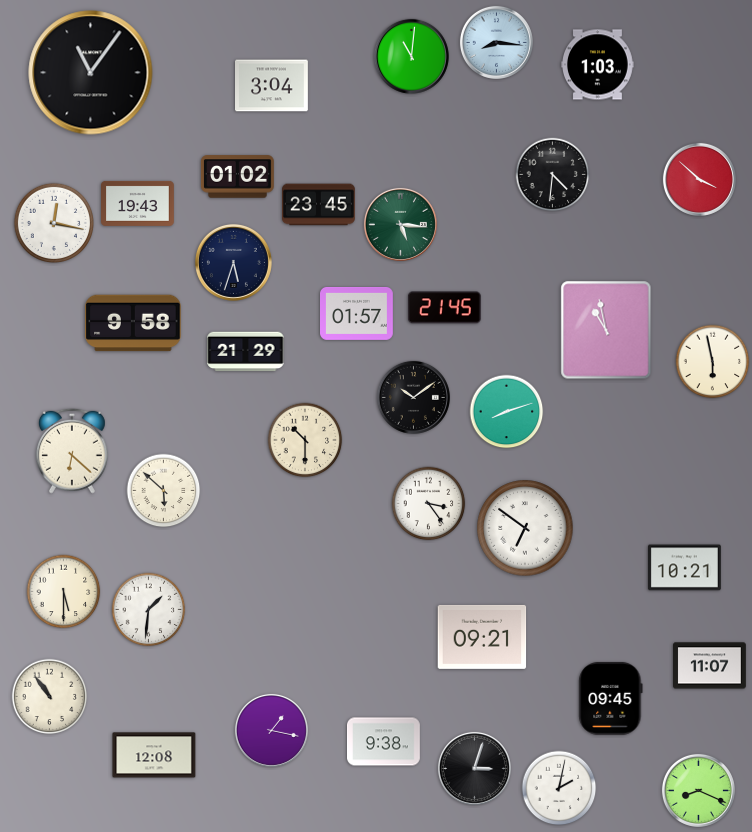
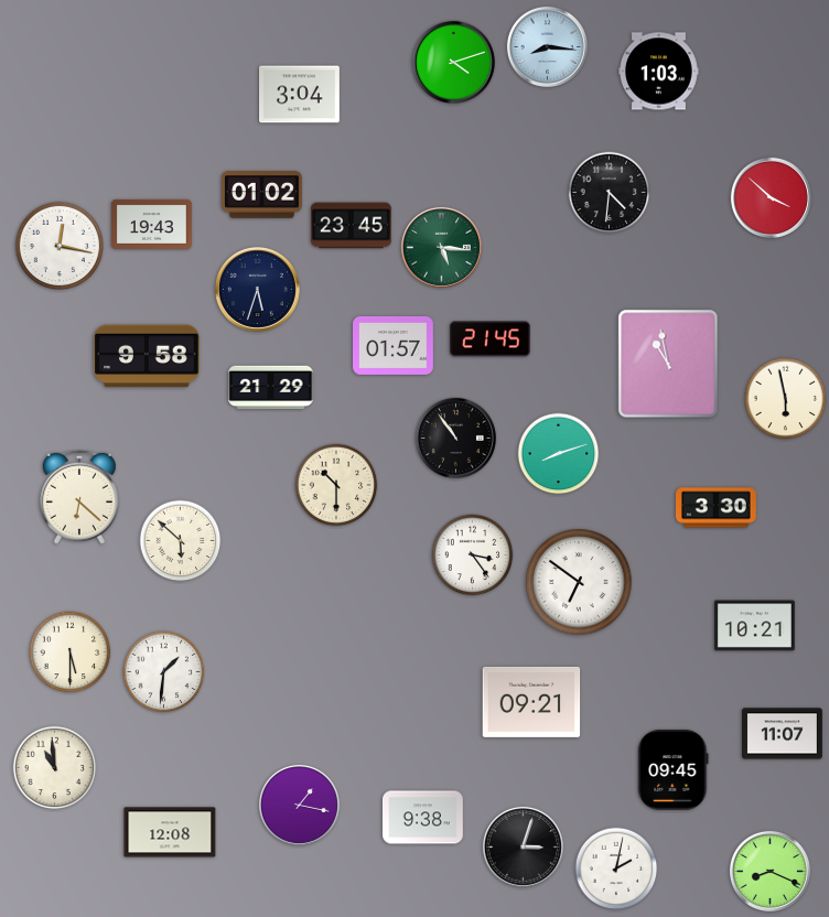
clock at (411, 56): 11:01 -> 4:12
clock at (91, 73): 11:06 -> none
clock at (413, 397): 10:09 -> 10:54
clock at (717, 508): none -> 3:30
clock at (50, 697): 10:54 -> 10:59
